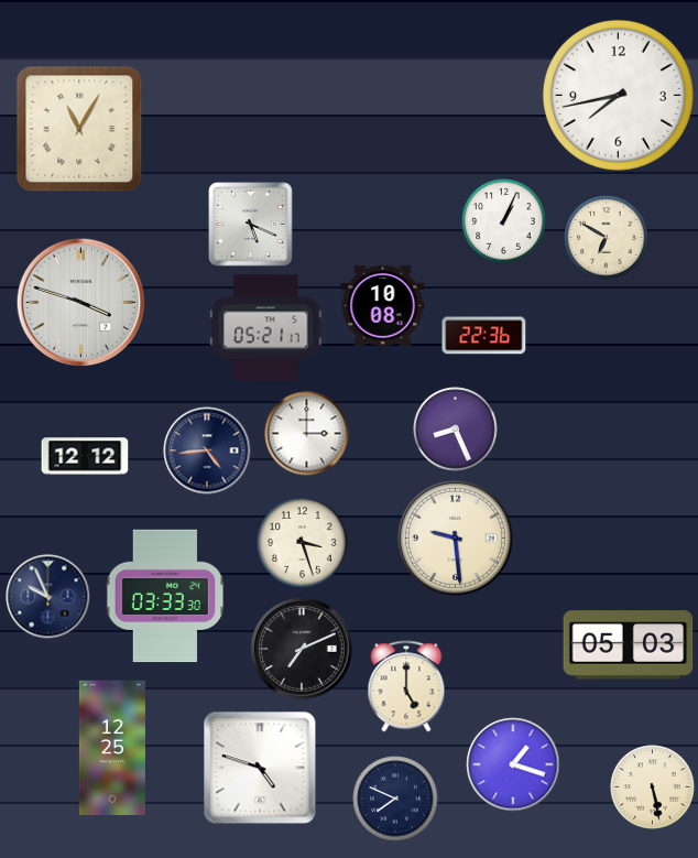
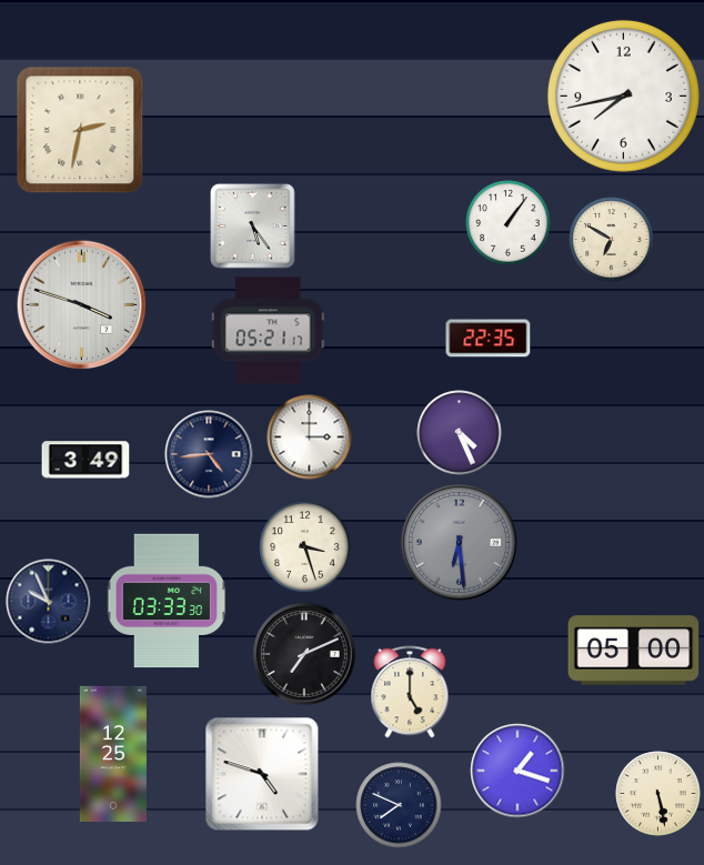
clock at (79, 129): 11:05 -> 2:32
clock at (504, 221): 1:04 -> 1:06
clock at (251, 225): 5:19 -> 5:24
clock at (383, 305): 10:08 -> none
clock at (484, 336): 22:36 -> 22:35
clock at (456, 430): 8:26 -> 4:26
clock at (85, 456): 12:12 -> 3:49
clock at (455, 537): 9:29 -> 6:29
clock at (455, 537) dial: cream -> grey
clock at (629, 645): 05:03 -> 05:00
